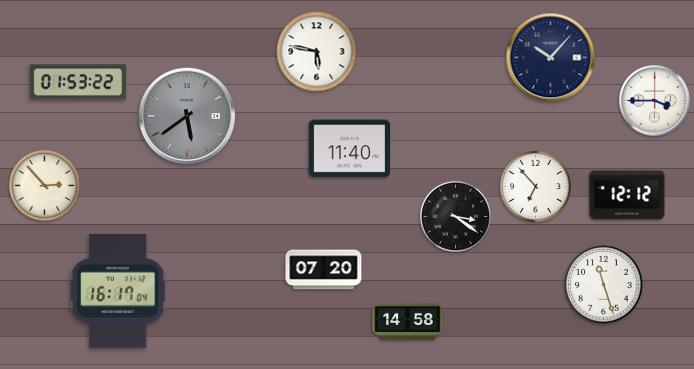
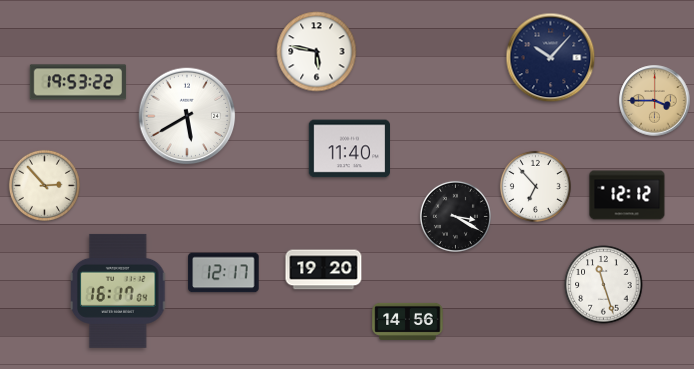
clock at (78, 82): 01:53 -> 19:53
clock at (655, 101) dial: white -> champagne
clock at (187, 116): 5:39 -> 5:40
clock at (187, 116) dial: grey -> white
clock at (455, 216): 3:21 -> 3:20
clock at (324, 270): 07:20 -> 19:20
clock at (224, 273): none -> 12:17
clock at (408, 321): 14:58 -> 14:56
